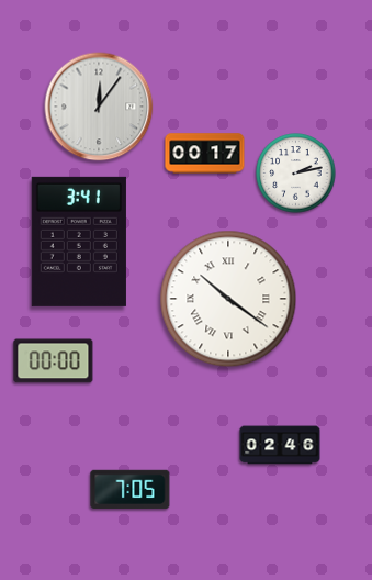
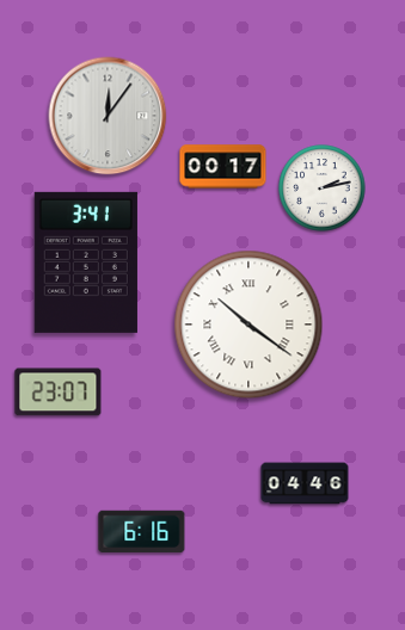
clock at (54, 361): 00:00 -> 23:07
clock at (280, 445): 02:46 -> 04:46
clock at (131, 489): 7:05 -> 6:16
